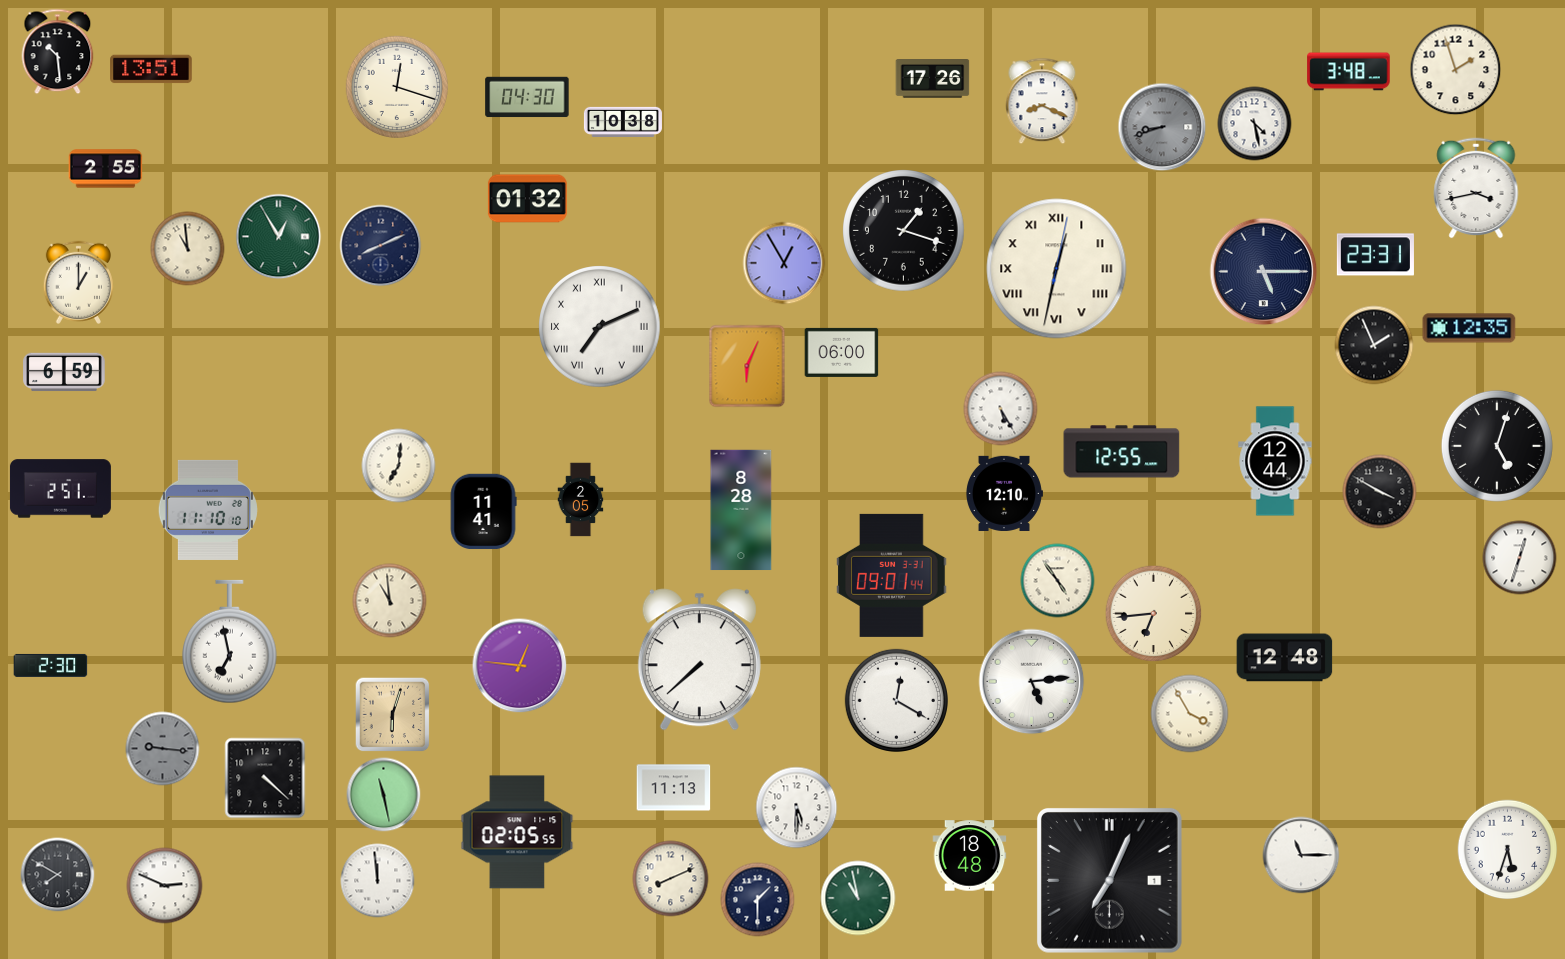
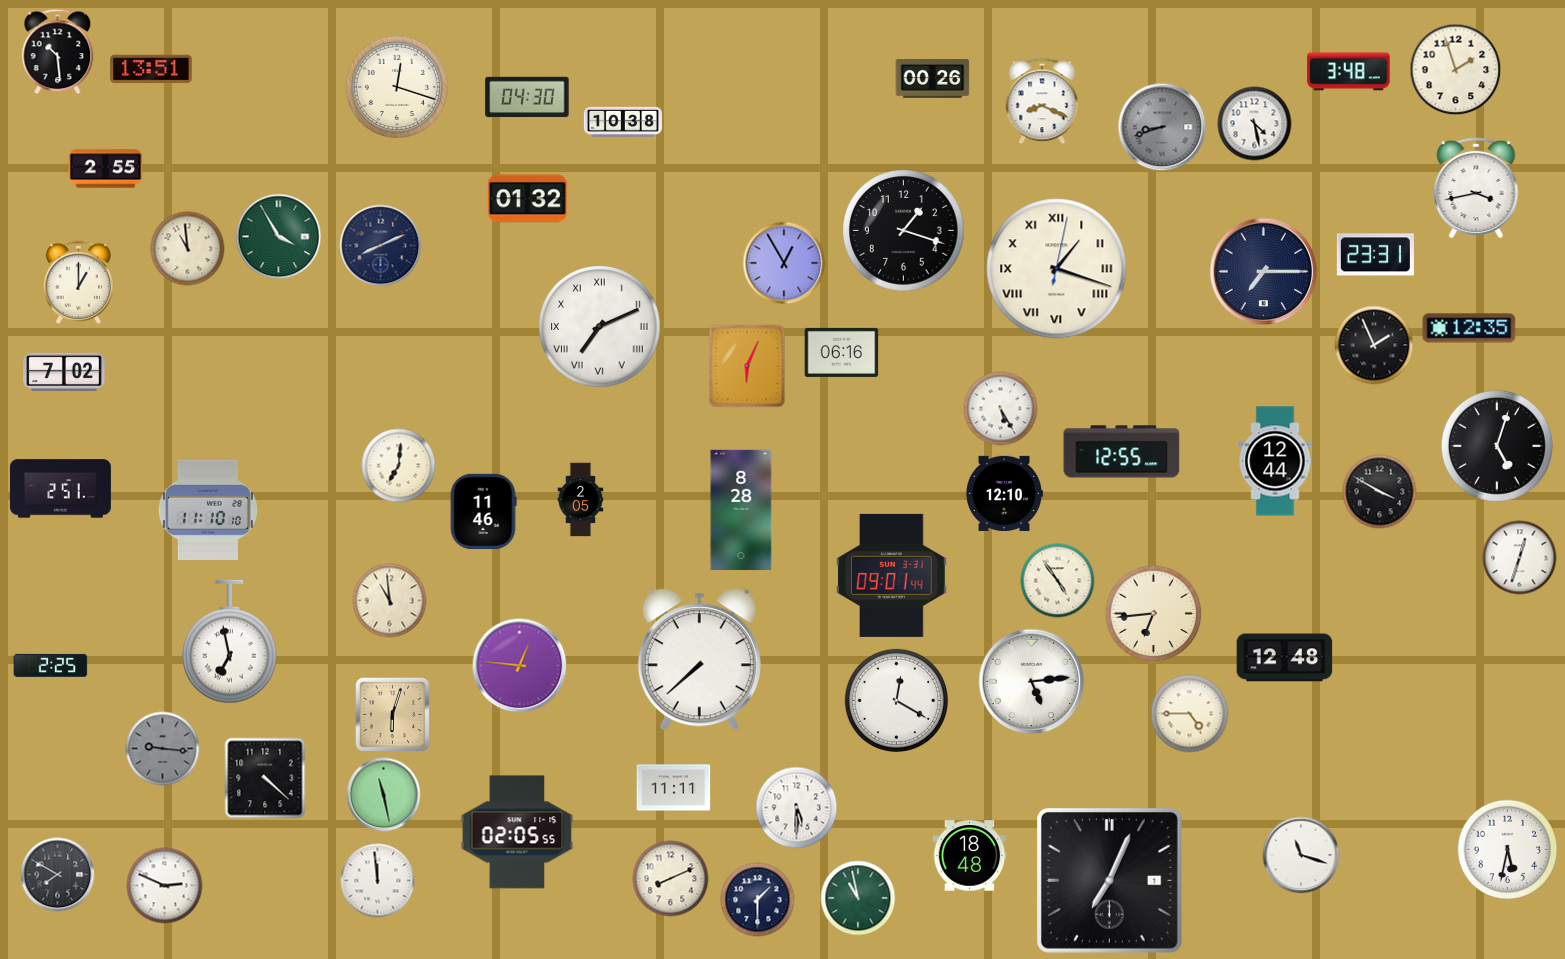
clock at (933, 79): 17:26 -> 00:26
clock at (279, 237): 12:55 -> 3:55
clock at (1057, 269): 12:32 -> 1:18
clock at (1264, 272): 5:15 -> 7:15
clock at (842, 352): 06:00 -> 06:16
clock at (64, 372): 6:59 -> 7:02
clock at (483, 512): 11:41 -> 11:46
clock at (51, 665): 2:30 -> 2:25
clock at (1190, 714): 3:55 -> 4:45
clock at (674, 788): 11:13 -> 11:11
clock at (1508, 850): 5:33 -> 5:32
clock at (1301, 855): 11:15 -> 11:18
